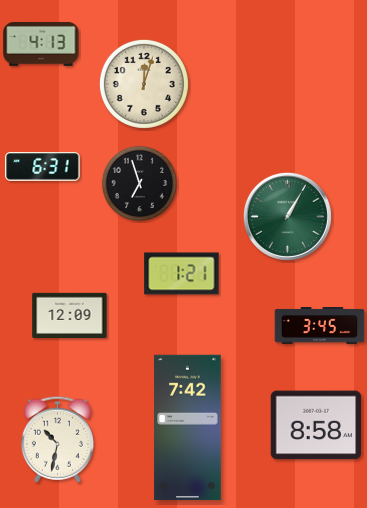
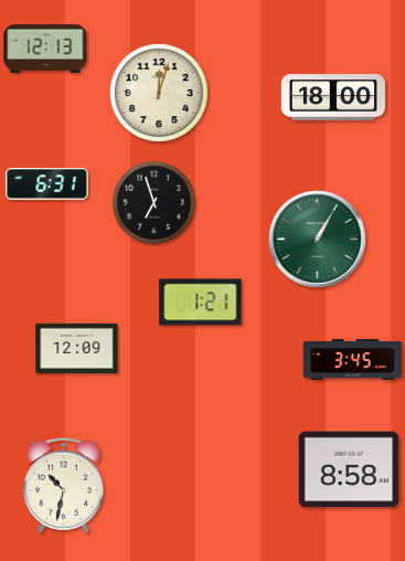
clock at (41, 44): 4:13 -> 12:13
clock at (333, 97): none -> 18:00
clock at (188, 428): 7:42 -> none
